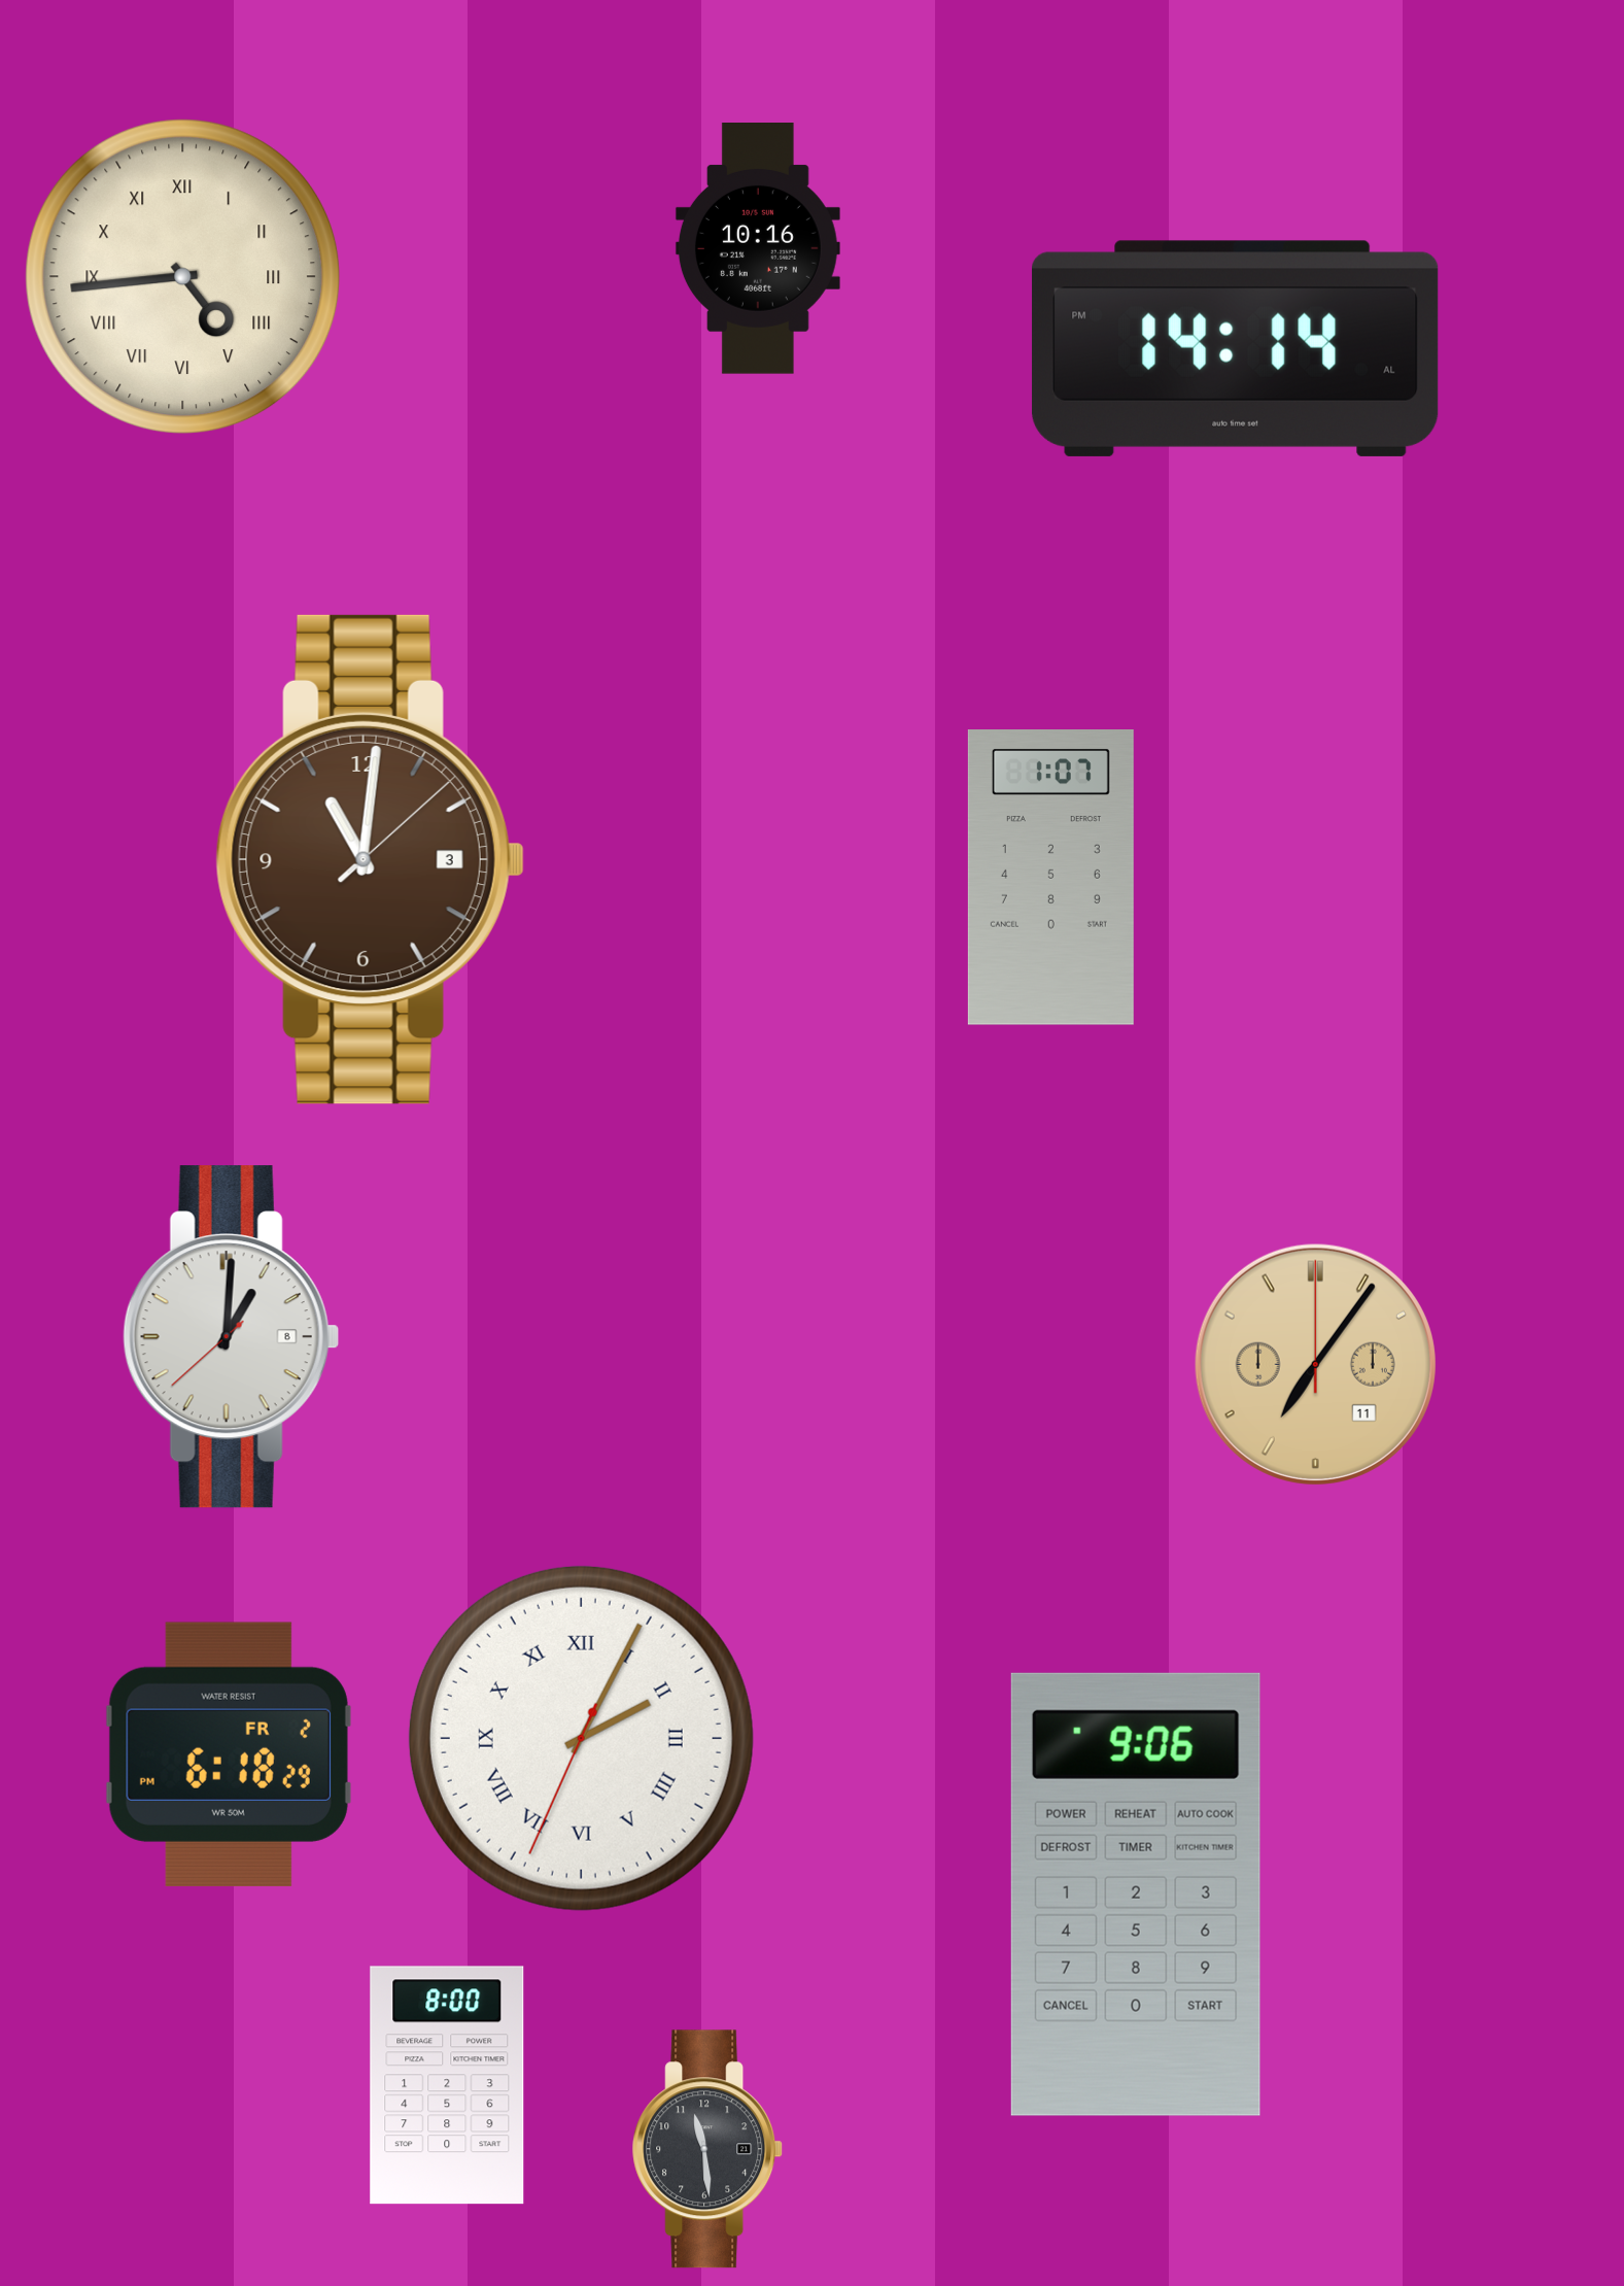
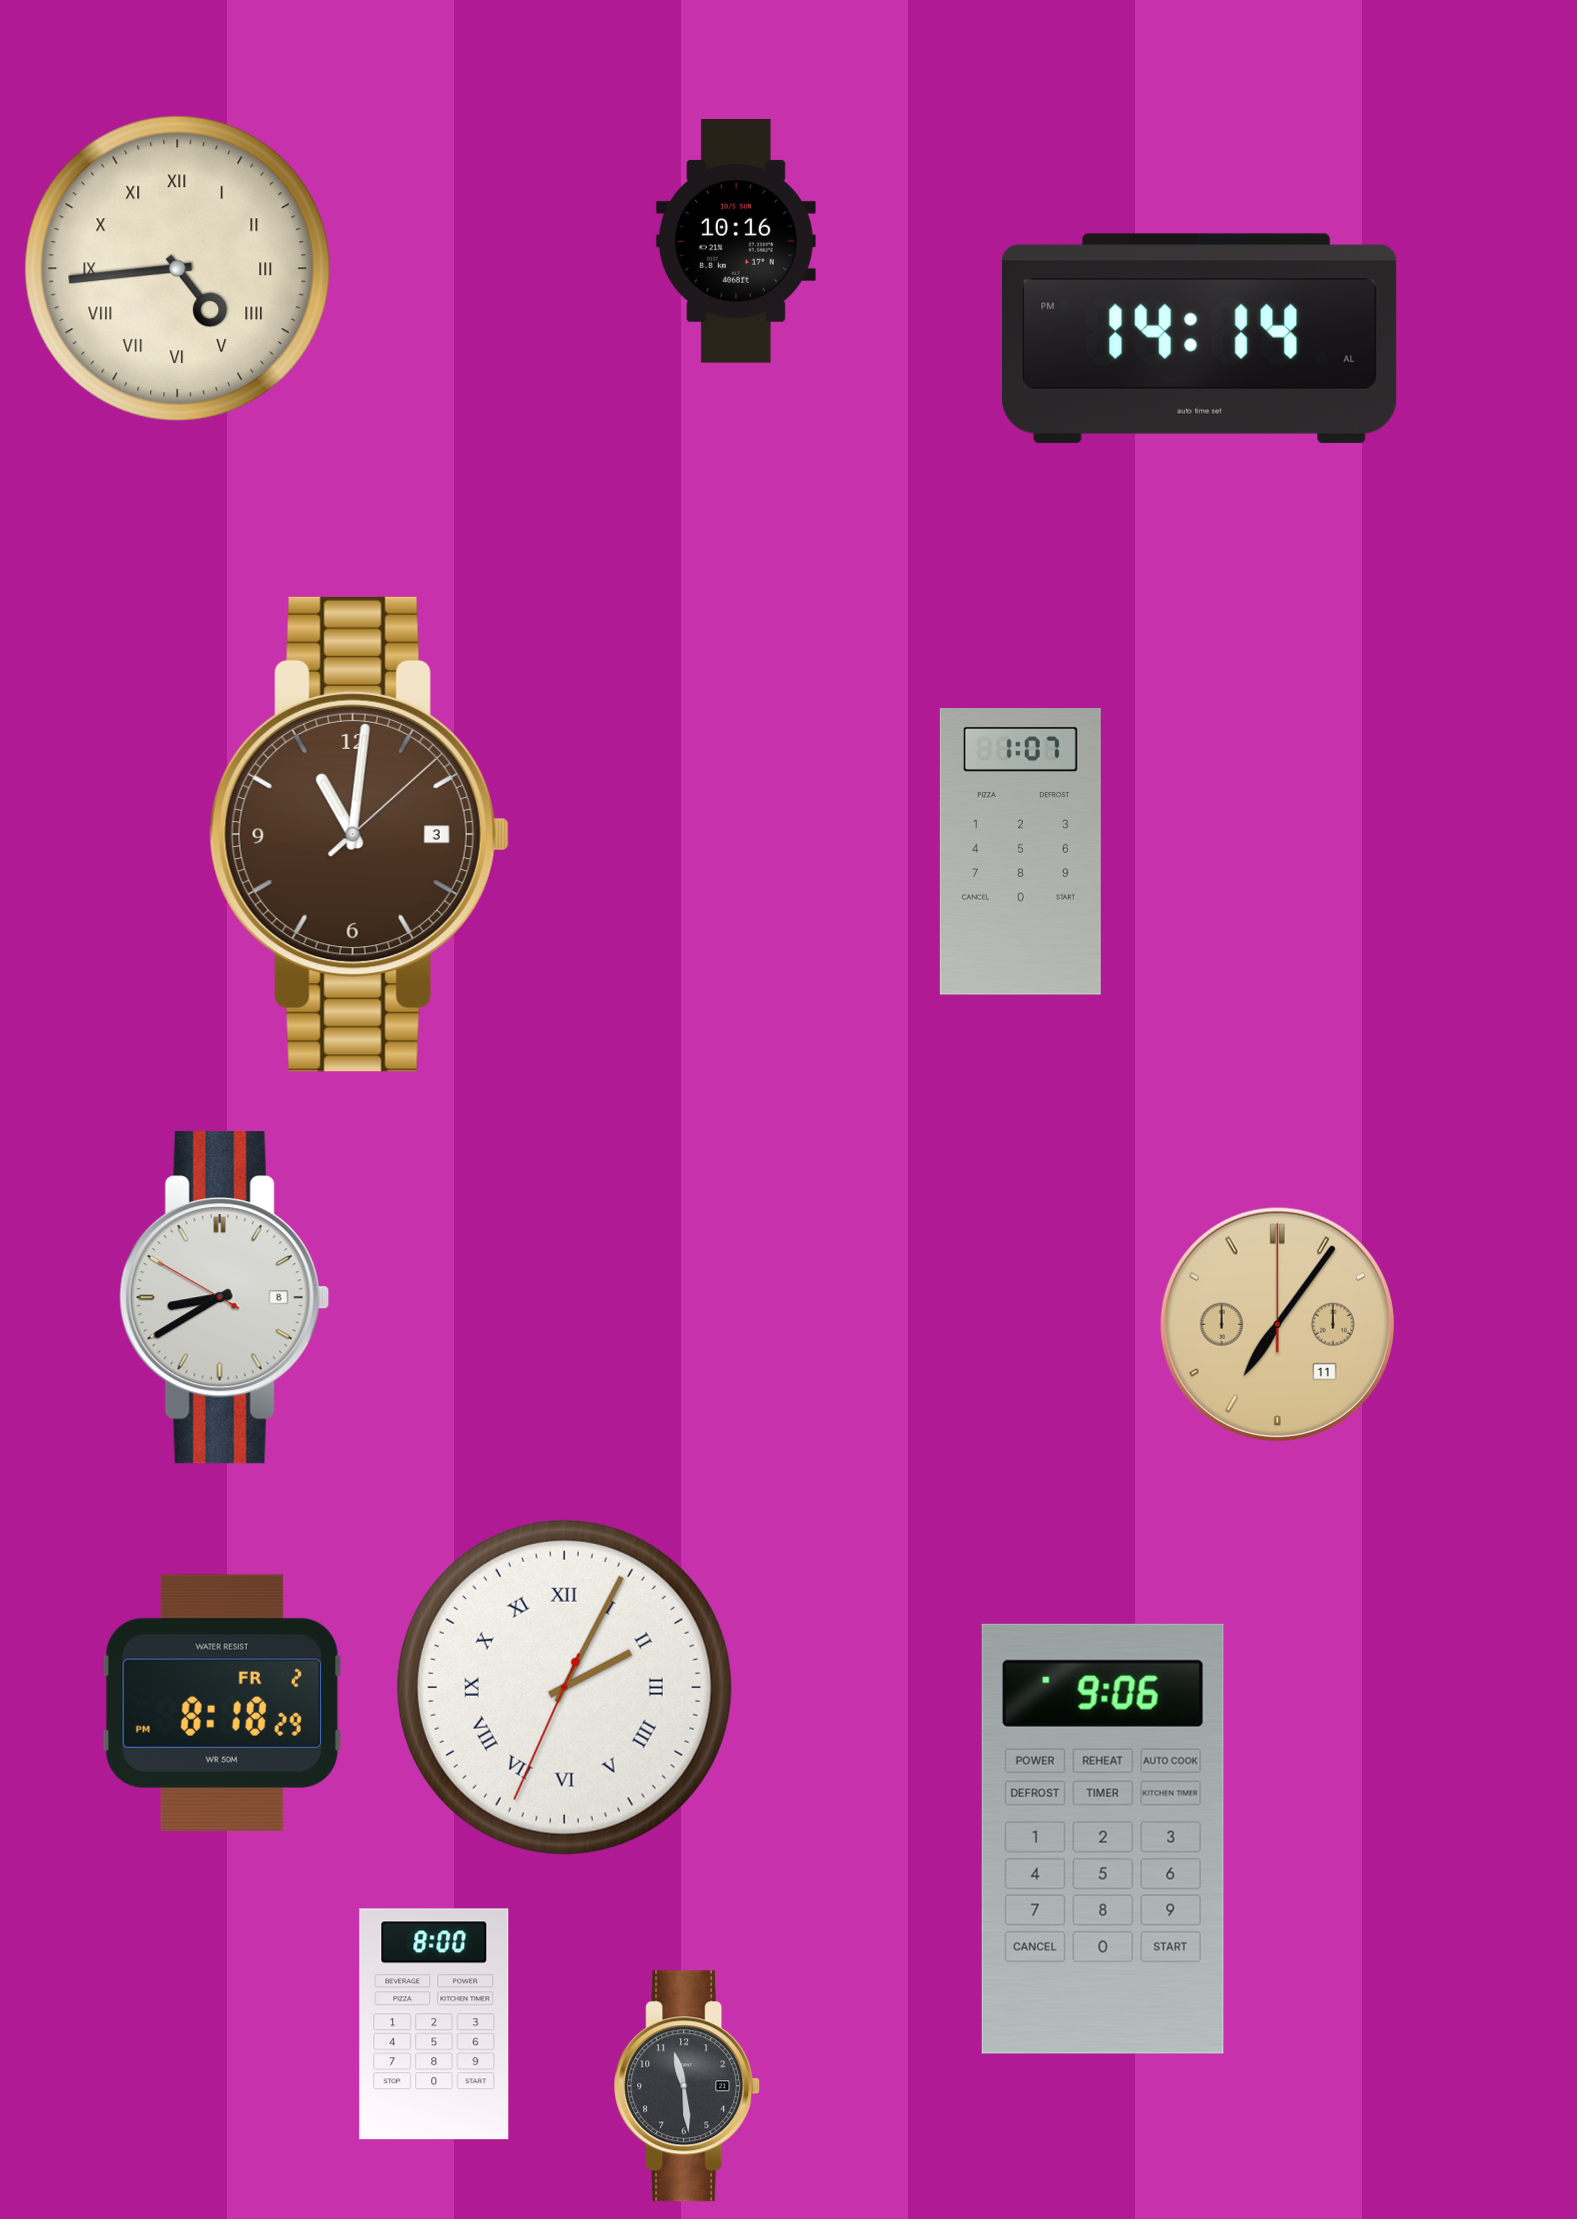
clock at (231, 1337): 1:00 -> 8:39
clock at (229, 1754): 6:18 -> 8:18
